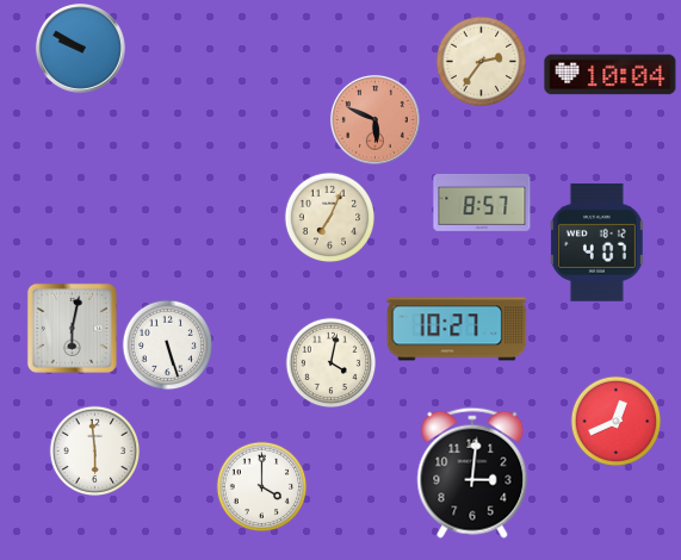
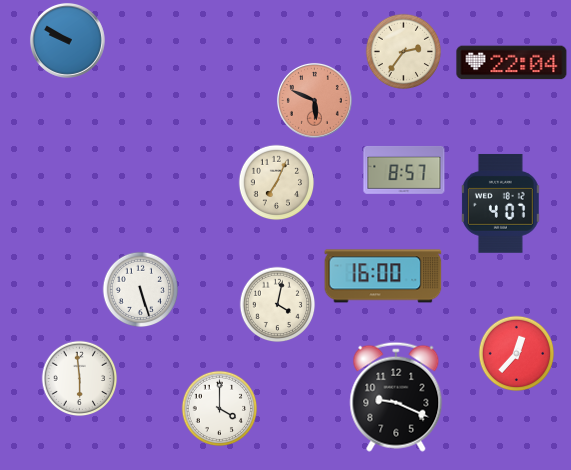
clock at (611, 75): 10:04 -> 22:04
clock at (72, 328): 6:02 -> none
clock at (457, 329): 10:27 -> 16:00
clock at (617, 422): 12:41 -> 12:37
clock at (472, 473): 3:01 -> 9:19
